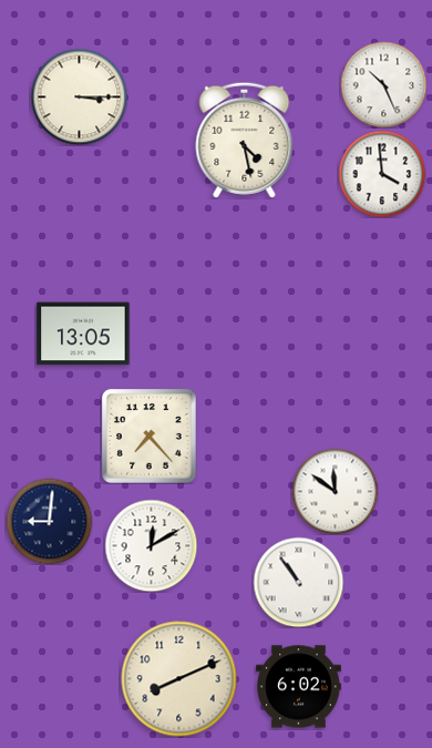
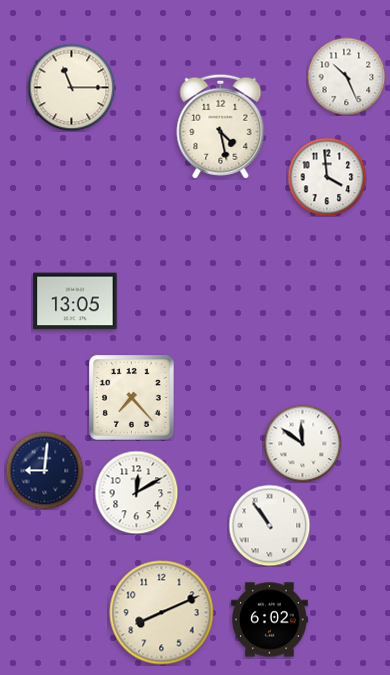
clock at (79, 96): 3:15 -> 11:15
clock at (382, 174) position: (382, 174) -> (327, 177)
clock at (150, 437) position: (150, 437) -> (132, 398)
